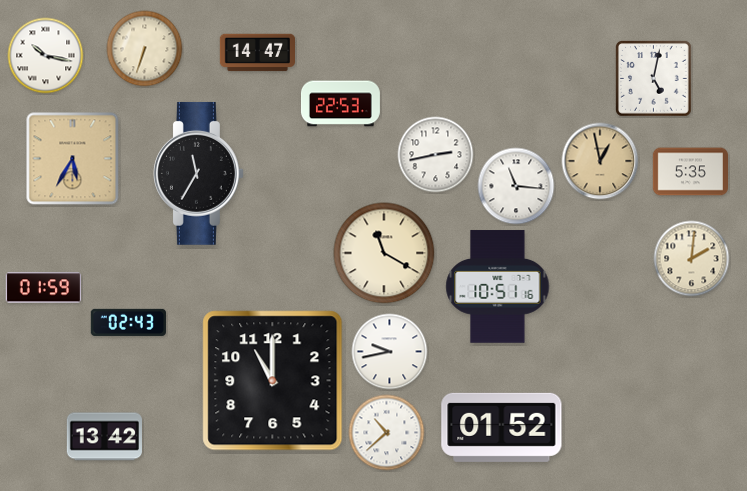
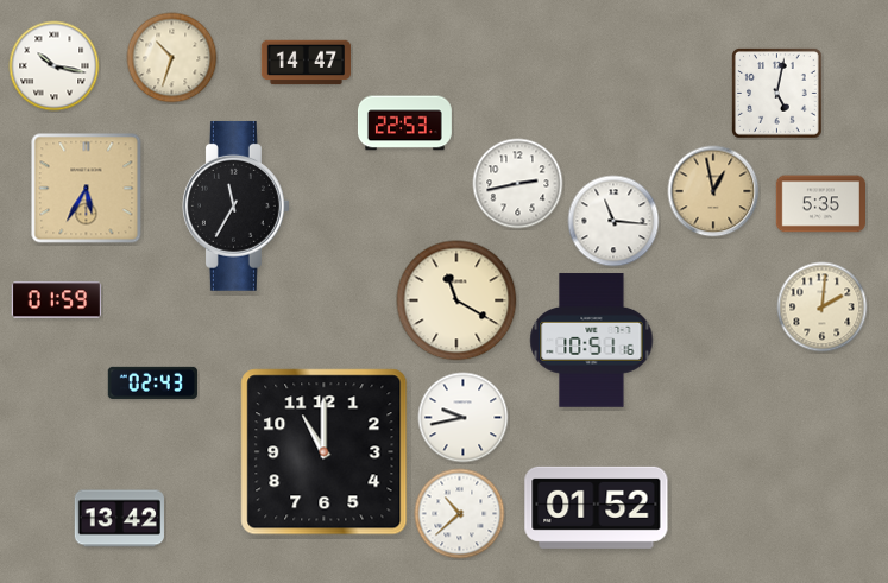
clock at (145, 49): 6:33 -> 10:33
clock at (43, 288) position: (43, 288) -> (56, 300)
clock at (104, 437) position: (104, 437) -> (119, 519)
